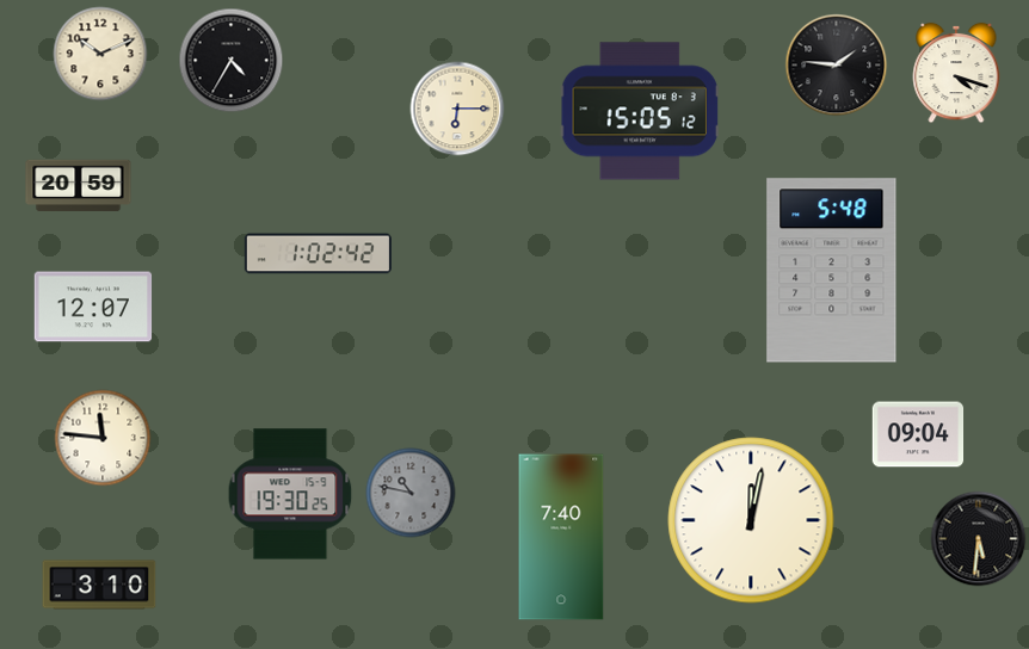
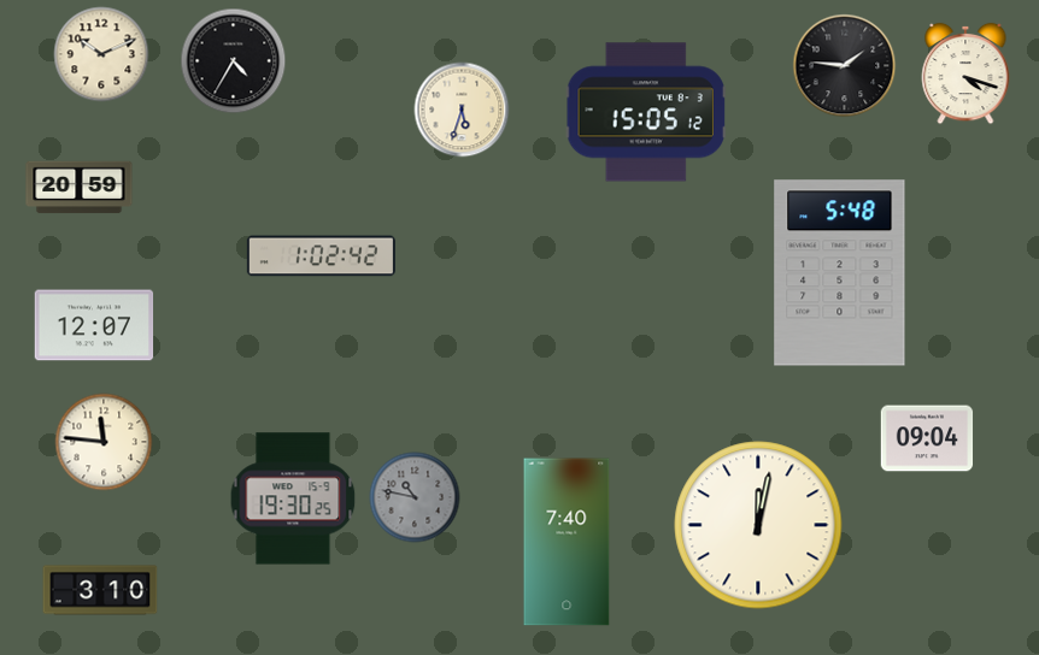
clock at (457, 109): 6:15 -> 5:33
clock at (93, 307) position: (93, 307) -> (94, 325)
clock at (979, 539): 5:31 -> none
